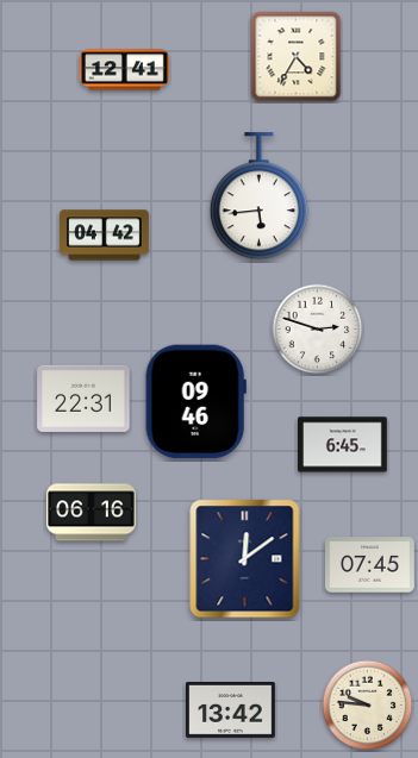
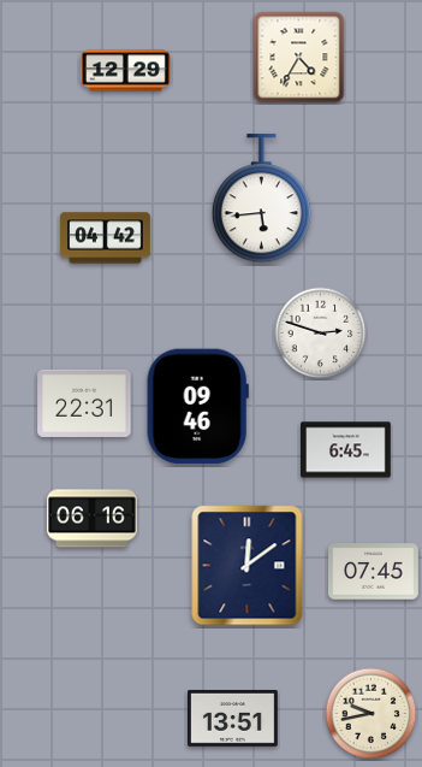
clock at (125, 70): 12:41 -> 12:29
clock at (368, 706): 9:46 -> 9:43
clock at (231, 710): 13:42 -> 13:51
